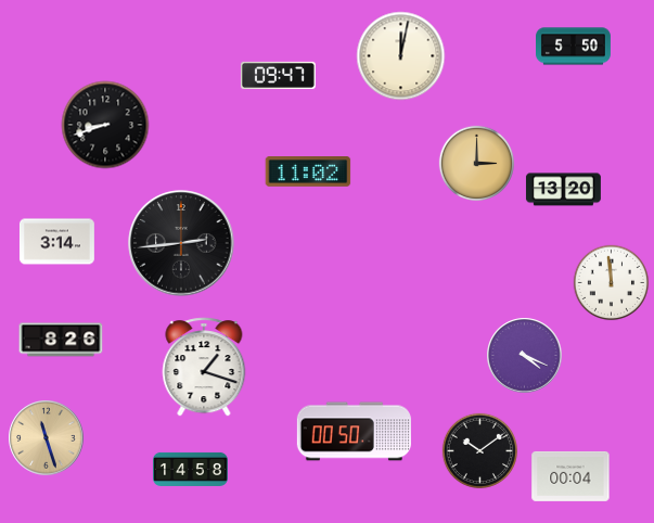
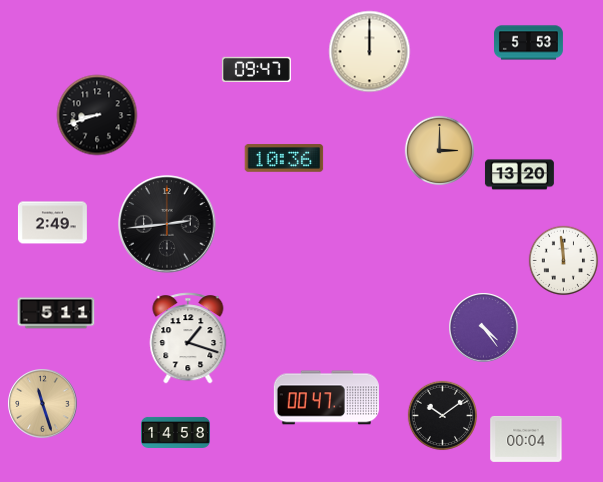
clock at (574, 47): 5:50 -> 5:53
clock at (401, 56): 12:02 -> 12:00
clock at (308, 171): 11:02 -> 10:36
clock at (56, 242): 3:14 -> 2:49
clock at (61, 340): 8:26 -> 5:11
clock at (525, 356): 4:19 -> 4:24
clock at (354, 432): 00:50 -> 00:47
